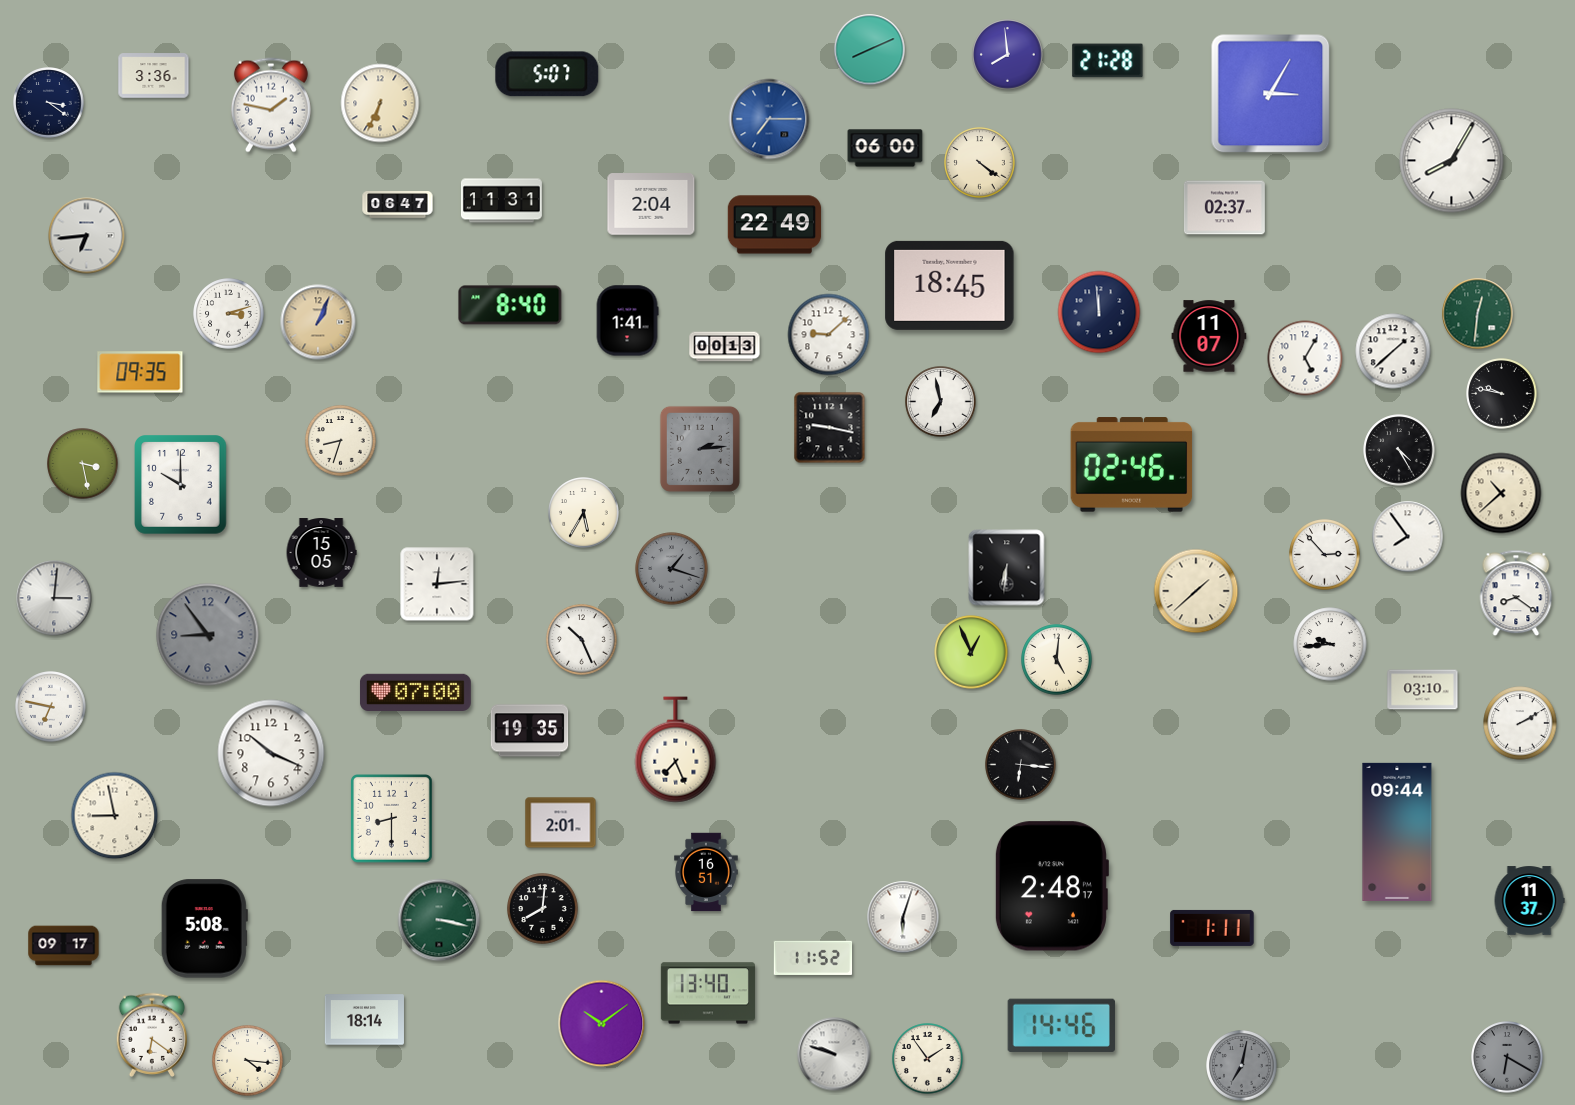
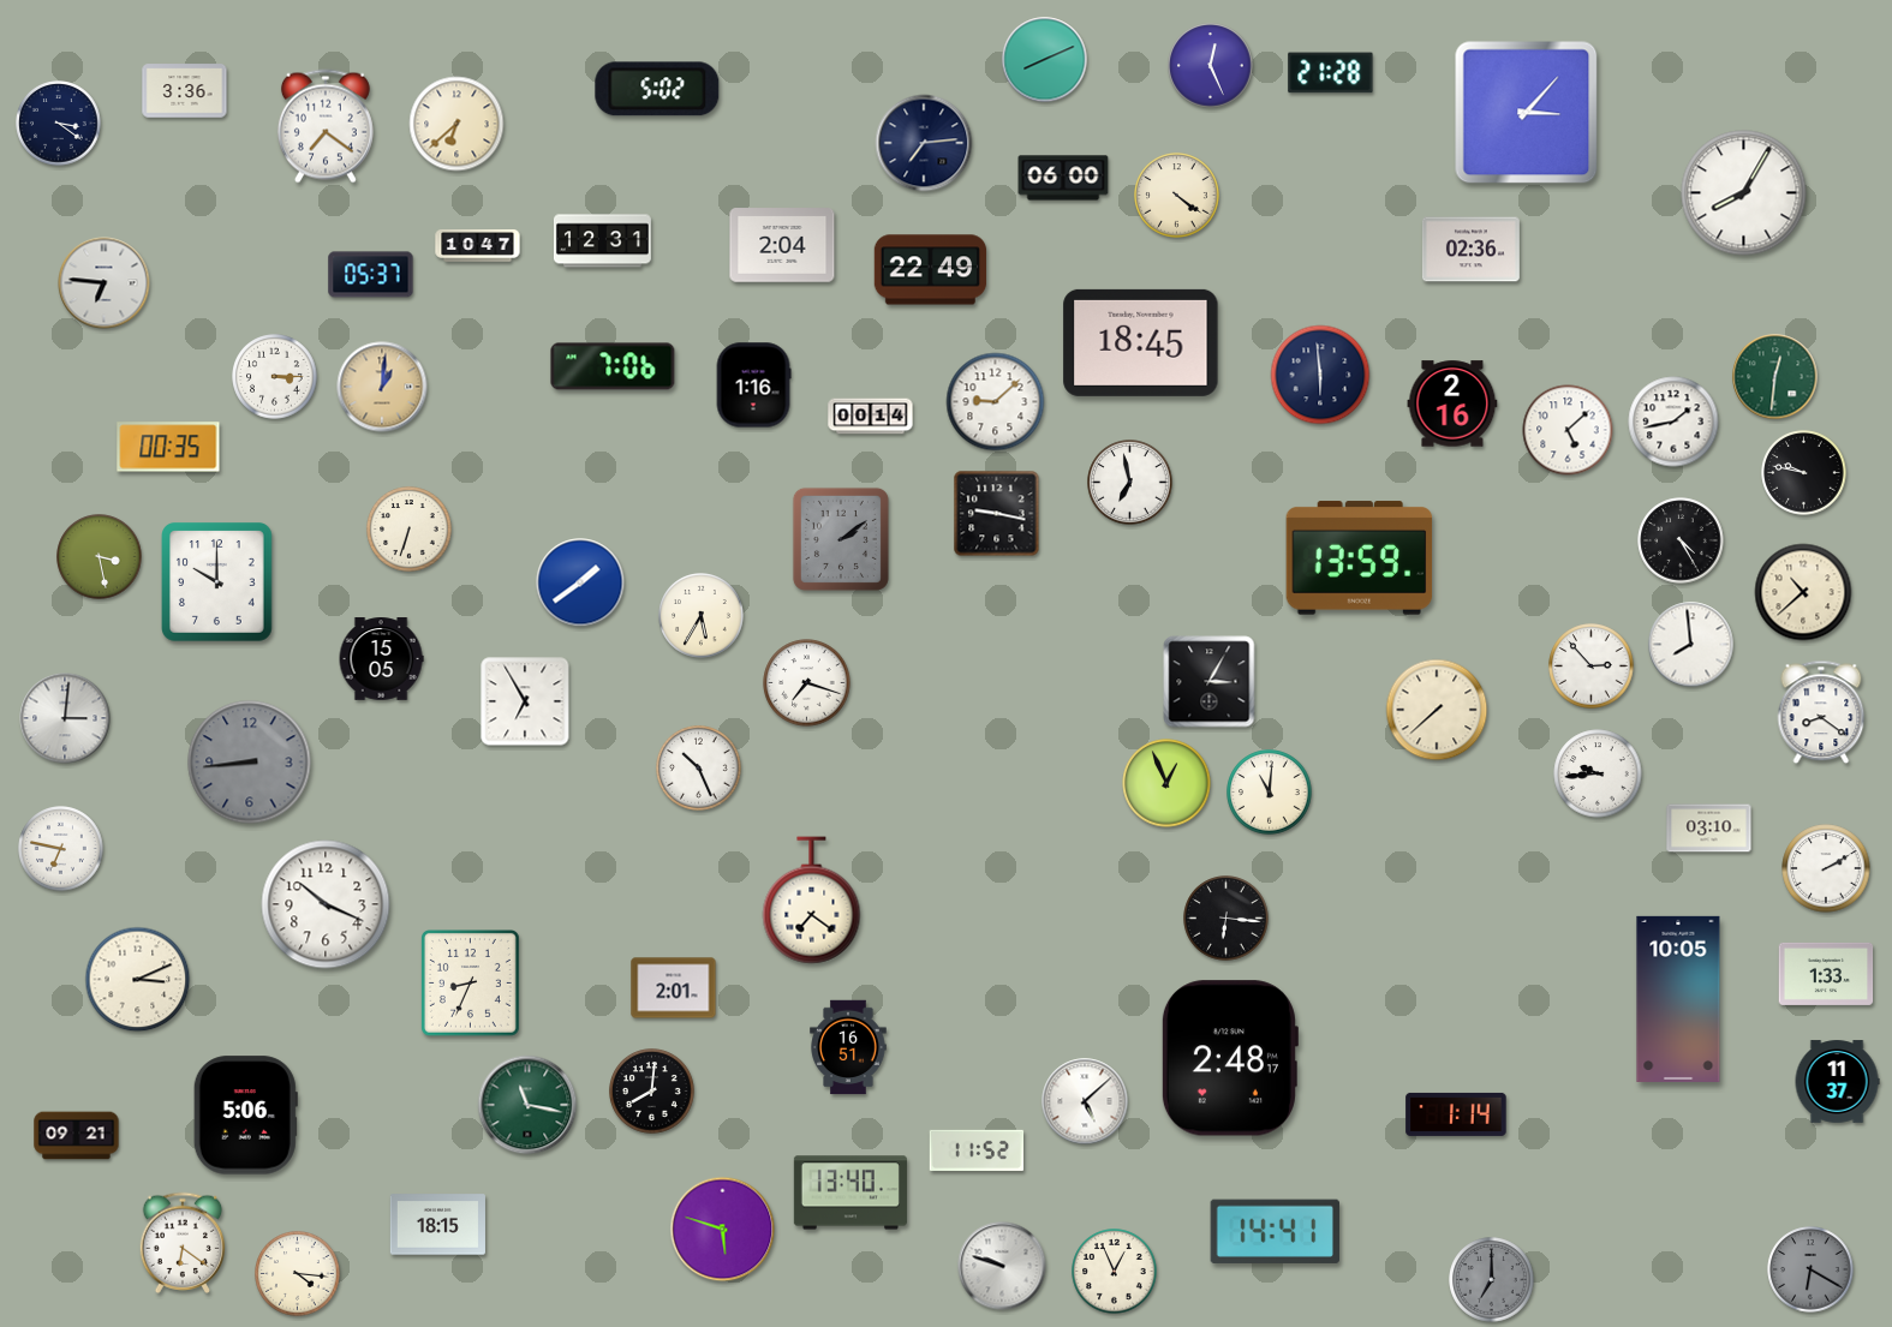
clock at (1008, 55): 7:59 -> 12:26
clock at (547, 74): 5:07 -> 5:02
clock at (1271, 94): 3:05 -> 3:07
clock at (380, 103): 6:34 -> 6:38
clock at (271, 105): 1:47 -> 7:21
clock at (769, 119): 7:15 -> 7:14
clock at (769, 119) dial: blue -> navy
clock at (501, 201): 11:31 -> 12:31
clock at (398, 205): 06:47 -> 10:47
clock at (1224, 208): 02:37 -> 02:36
clock at (371, 275): none -> 05:37
clock at (87, 236): 6:44 -> 6:46
clock at (510, 305): 8:40 -> 7:06
clock at (1099, 312): 11:59 -> 5:59
clock at (229, 314): 3:12 -> 3:15
clock at (627, 321): 1:41 -> 1:16
clock at (318, 322): 1:04 -> 1:01
clock at (1209, 336): 11:07 -> 2:16
clock at (725, 347): 00:13 -> 00:14
clock at (1393, 351): 1:38 -> 1:43
clock at (1305, 358): 5:05 -> 5:08
clock at (140, 372): 09:35 -> 00:35
clock at (341, 441): 8:33 -> 6:33
clock at (700, 449): 2:14 -> 2:09
clock at (1132, 465): 02:46 -> 13:59
clock at (580, 582): none -> 1:39
clock at (1408, 537): 7:54 -> 7:59
clock at (321, 553) position: (321, 553) -> (381, 659)
clock at (1007, 568): 6:31 -> 3:05
clock at (672, 569): 1:18 -> 7:18
clock at (672, 569) dial: grey -> white
clock at (437, 584): 12:14 -> 6:55
clock at (1196, 591): 1:38 -> 7:38
clock at (208, 635): 8:54 -> 8:44
clock at (1057, 660): 5:01 -> 11:01
clock at (415, 692): 07:00 -> none
clock at (530, 731): 19:35 -> none
clock at (676, 750): 7:26 -> 7:21
clock at (1826, 974): none -> 1:33
clock at (115, 816): 8:58 -> 3:11
clock at (391, 819): 8:30 -> 8:34
clock at (1397, 832): 09:44 -> 10:05
clock at (1051, 886) position: (1051, 886) -> (1229, 1058)
clock at (903, 917): 6:03 -> 5:08
clock at (439, 920): 3:17 -> 11:17
clock at (1212, 928): 1:11 -> 1:14
clock at (204, 929): 5:08 -> 5:06
clock at (64, 946): 09:17 -> 09:21
clock at (364, 1020): 18:14 -> 18:15
clock at (602, 1024): 10:09 -> 5:48
clock at (1061, 1025): 14:46 -> 14:41
clock at (928, 1059): 1:54 -> 12:56
clock at (1242, 1066): 7:02 -> 7:00
